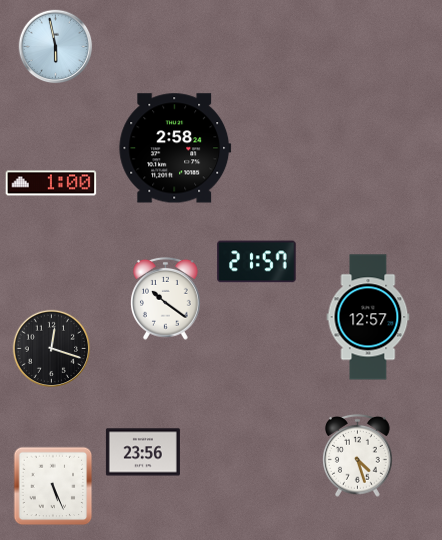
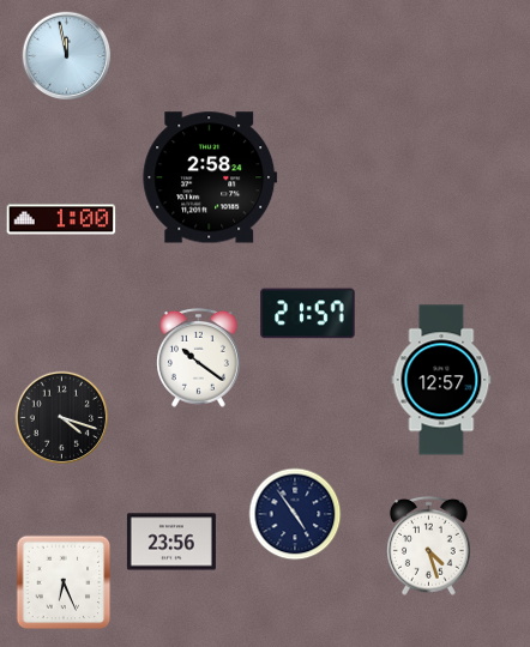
clock at (56, 47): 5:58 -> 11:58
clock at (52, 349): 12:18 -> 4:18
clock at (295, 514): none -> 4:54
clock at (53, 486): 5:26 -> 6:26
